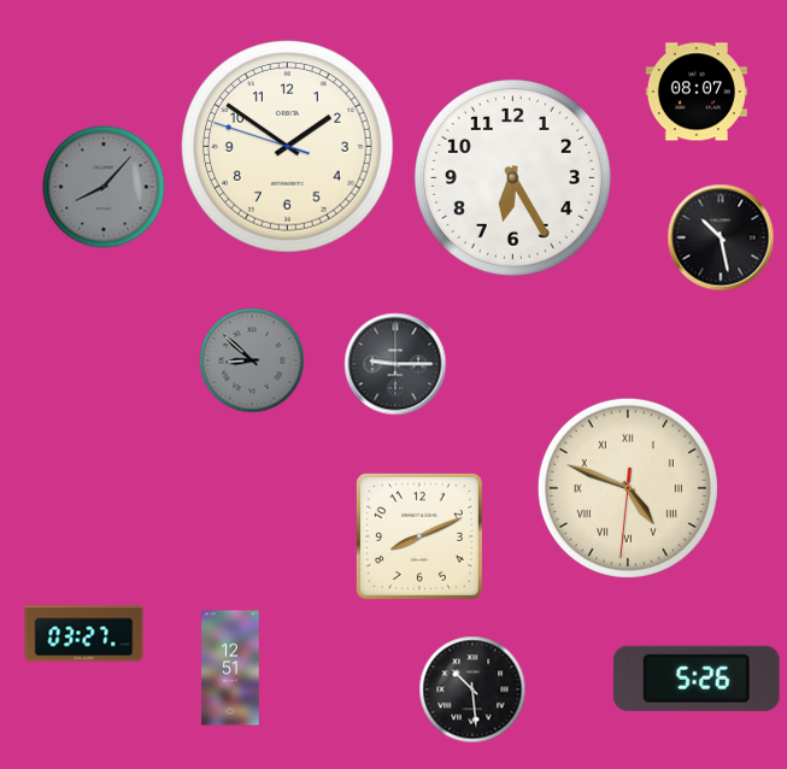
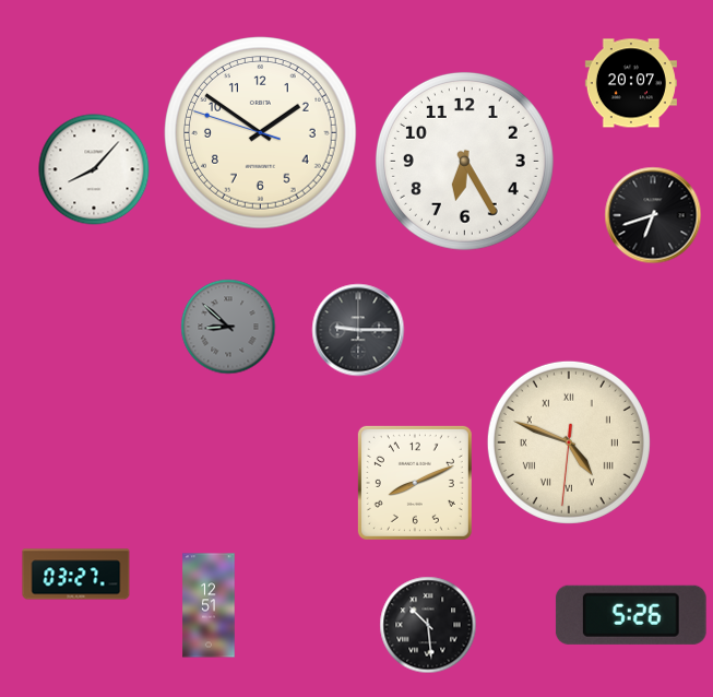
clock at (697, 92): 08:07 -> 20:07
clock at (104, 187) dial: grey -> white
clock at (721, 237): 10:28 -> 6:42
clock at (419, 536) position: (419, 536) -> (415, 483)
